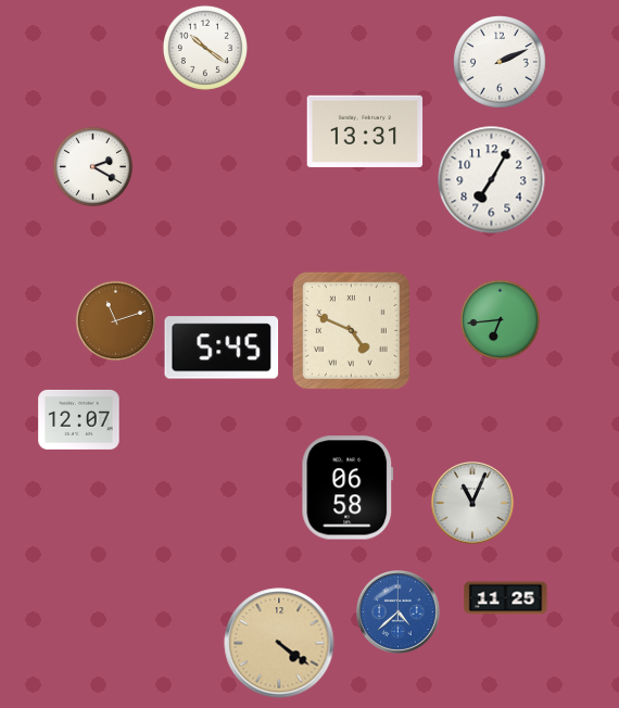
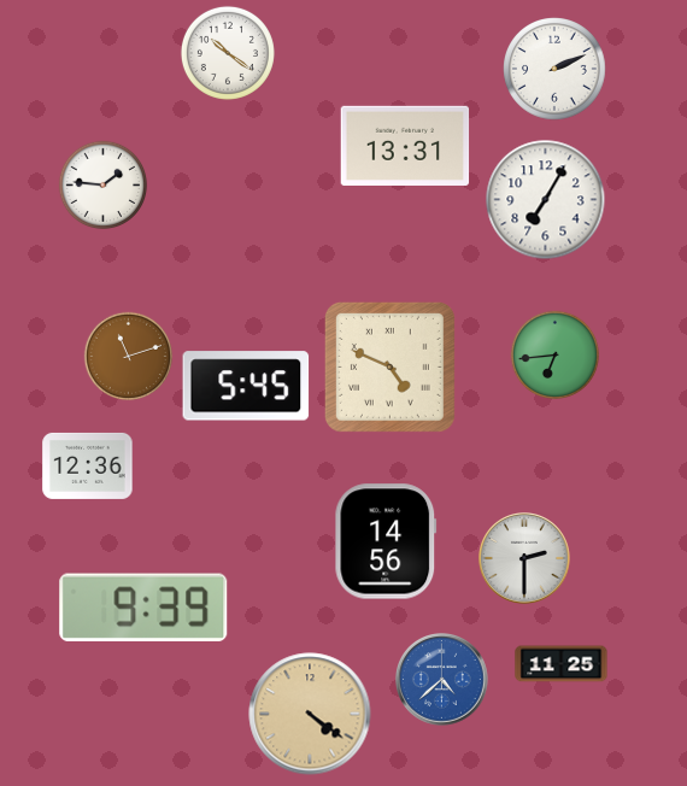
clock at (93, 167): 2:20 -> 1:46
clock at (79, 419): 12:07 -> 12:36
clock at (348, 488): 06:58 -> 14:56
clock at (473, 504): 11:04 -> 2:30
clock at (143, 608): none -> 9:39
